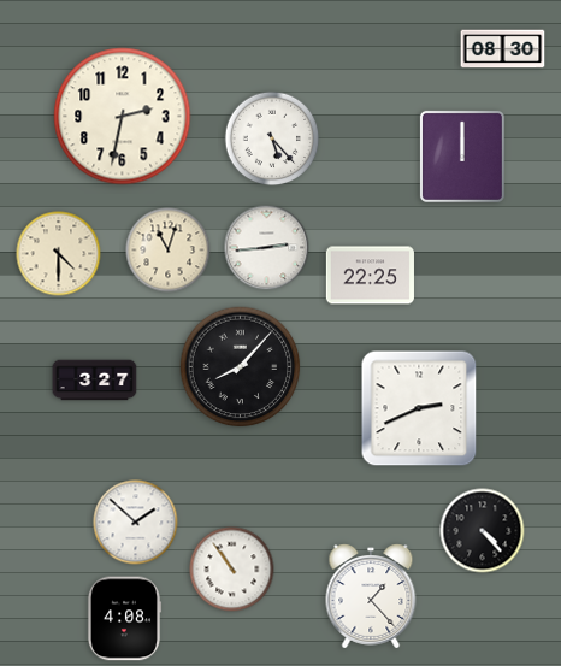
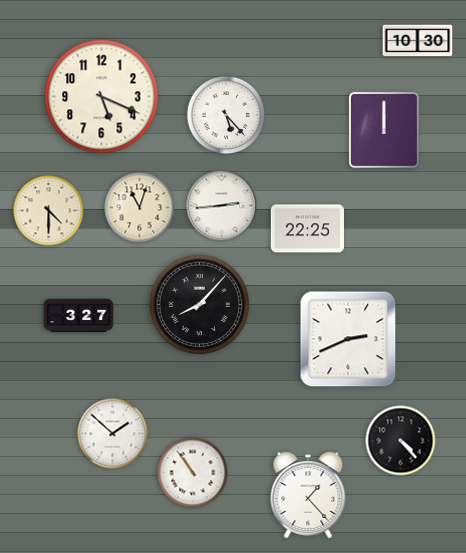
clock at (503, 49): 08:30 -> 10:30
clock at (123, 117): 2:32 -> 5:19
clock at (124, 619): 4:08 -> none
